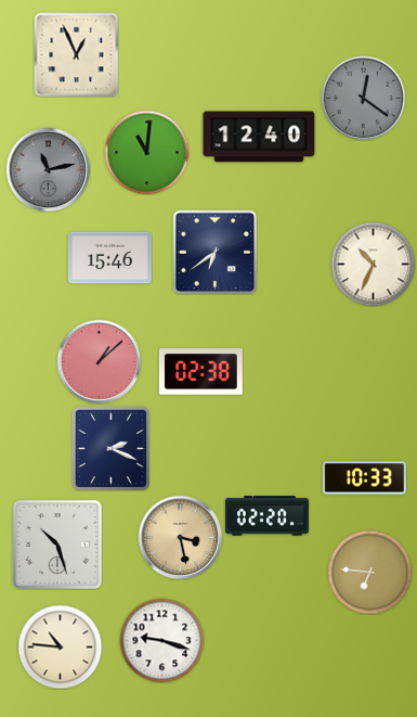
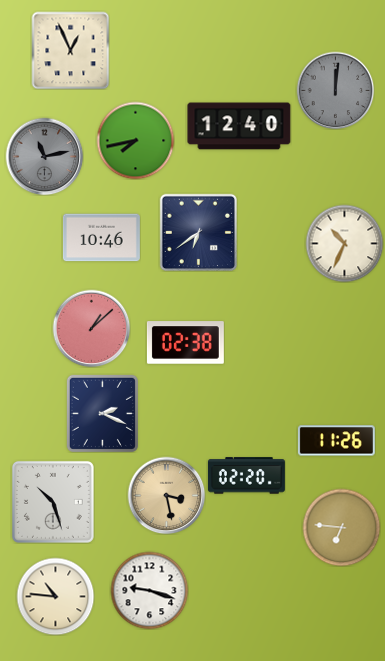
clock at (363, 98): 12:21 -> 12:01
clock at (146, 152): 11:01 -> 7:43
clock at (109, 258): 15:46 -> 10:46
clock at (99, 361) position: (99, 361) -> (91, 328)
clock at (364, 478): 10:33 -> 11:26
